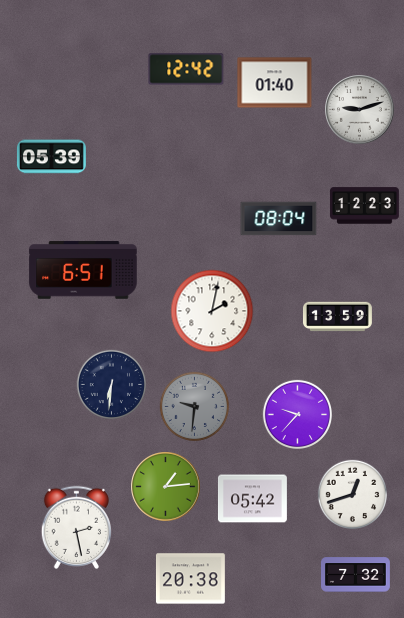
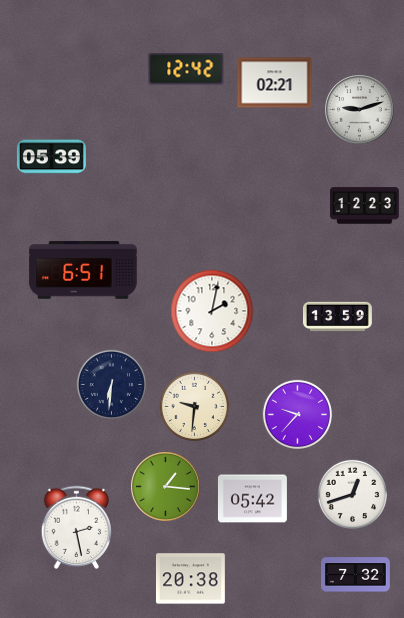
clock at (275, 83): 01:40 -> 02:21
clock at (279, 219): 08:04 -> none
clock at (195, 407) dial: grey -> cream
clock at (166, 487): 1:14 -> 1:16
